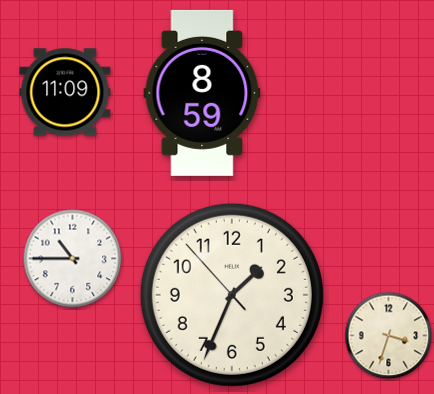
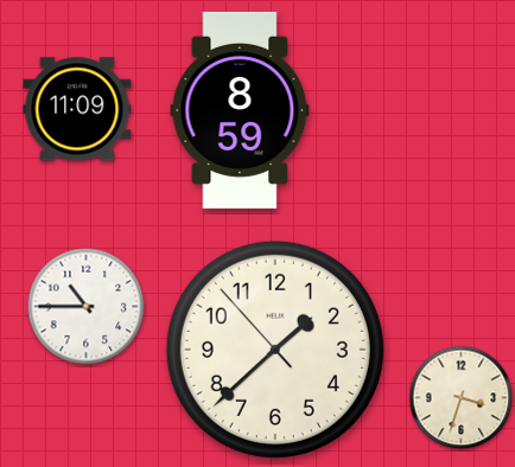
clock at (232, 295): 1:33 -> 1:37
